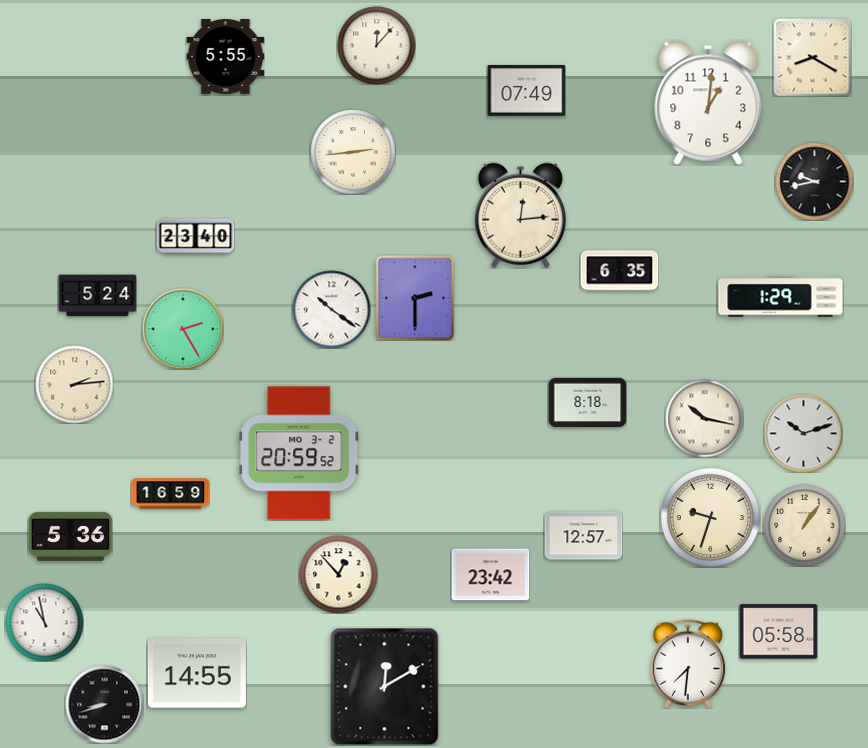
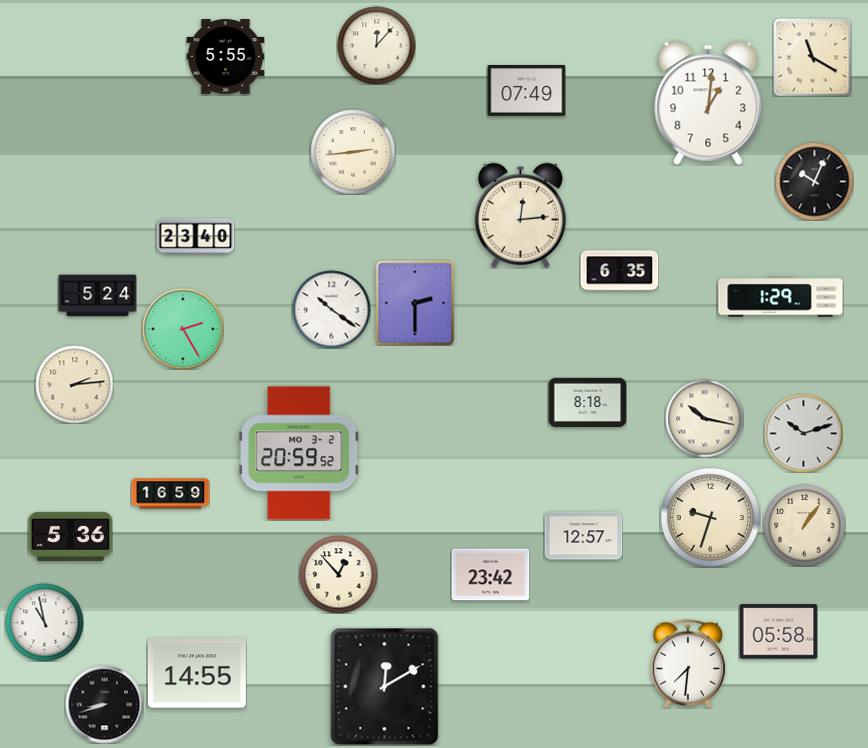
clock at (812, 57): 8:20 -> 11:20
clock at (814, 181): 9:43 -> 10:04
clock at (415, 298) position: (415, 298) -> (415, 303)
